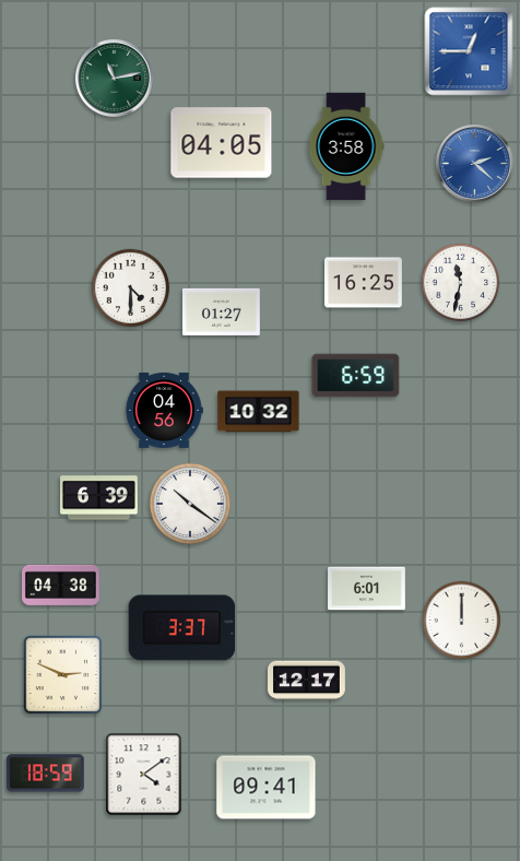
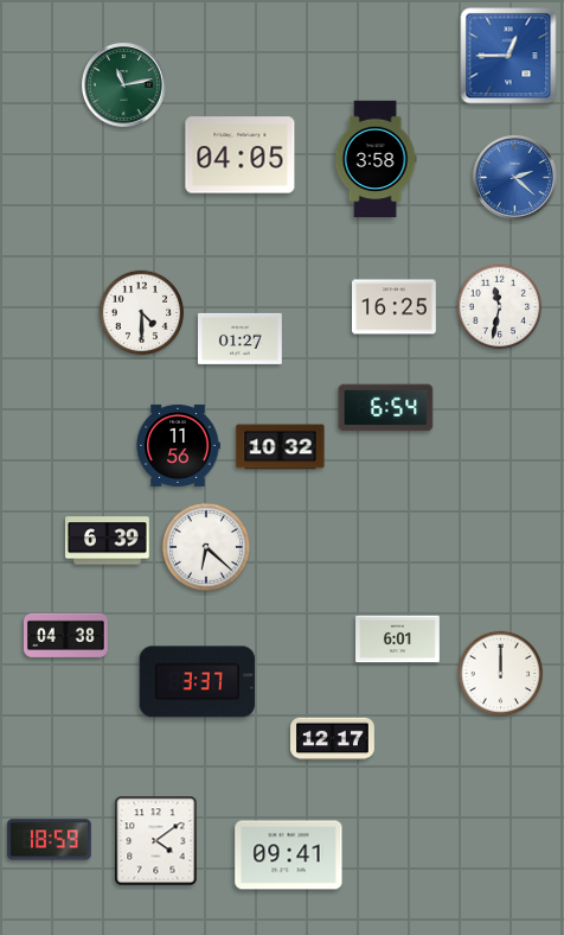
clock at (356, 376): 6:59 -> 6:54
clock at (164, 410): 04:56 -> 11:56
clock at (190, 504): 10:21 -> 6:22
clock at (63, 675): 2:49 -> none
